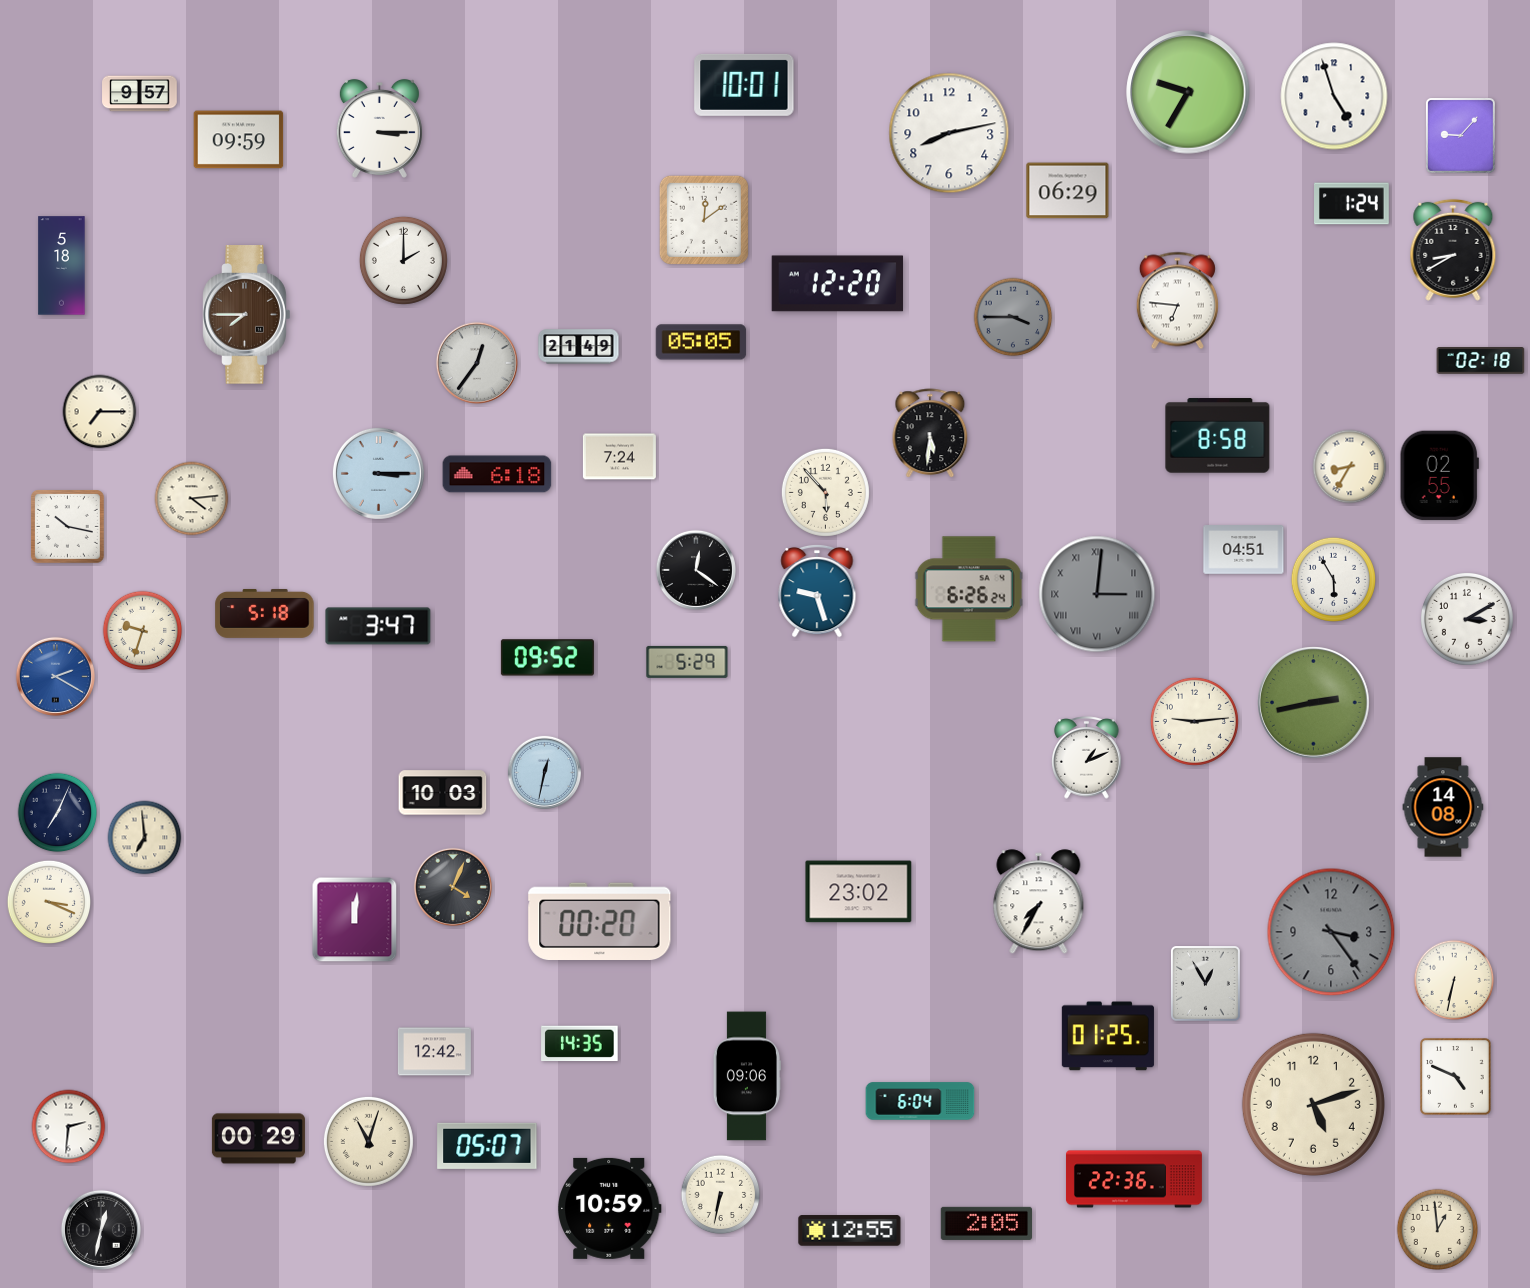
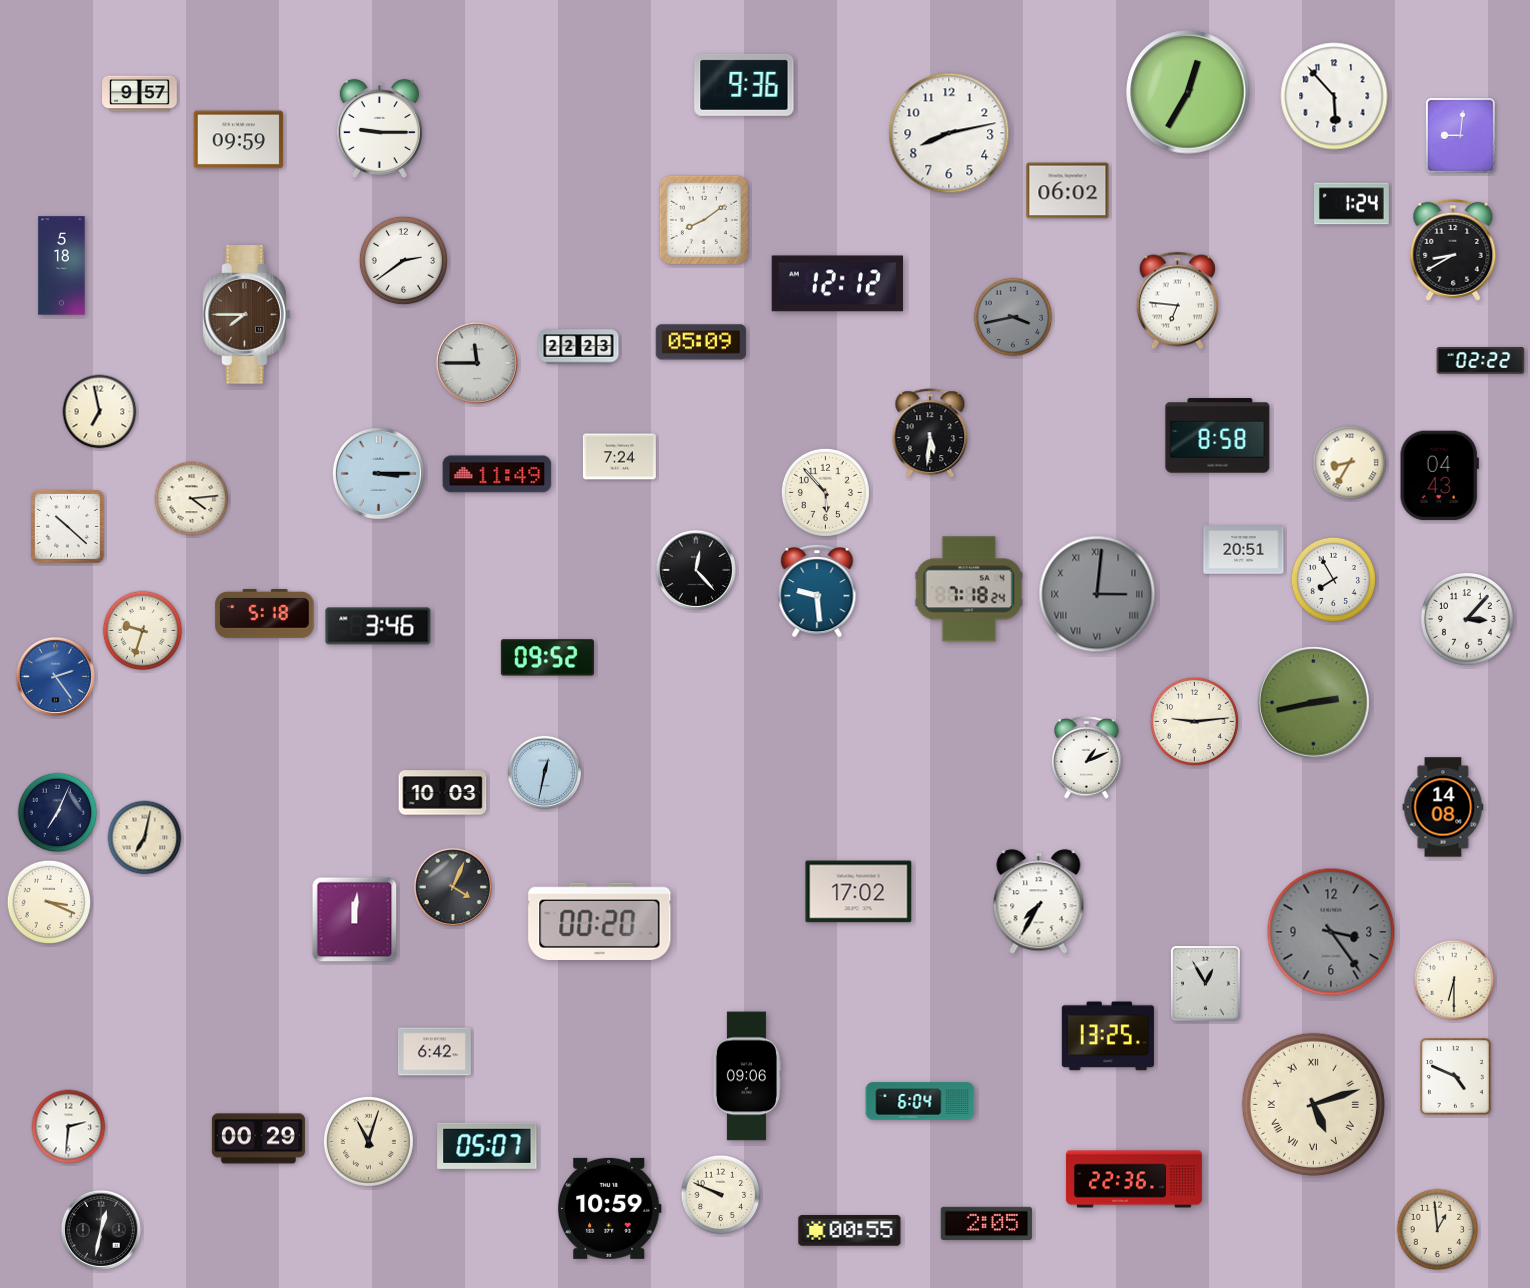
clock at (744, 85): 10:01 -> 9:36
clock at (1188, 92): 9:35 -> 12:35
clock at (1334, 96): 4:57 -> 5:53
clock at (379, 128): 3:15 -> 9:15
clock at (1461, 136): 9:07 -> 9:01
clock at (1068, 191): 06:29 -> 06:02
clock at (704, 220): 12:09 -> 8:09
clock at (403, 260): 2:00 -> 2:39
clock at (838, 284): 12:20 -> 12:12
clock at (1013, 317): 3:45 -> 3:43
clock at (701, 342): 05:05 -> 05:09
clock at (579, 347): 21:49 -> 22:23
clock at (1481, 361): 02:18 -> 02:22
clock at (477, 363): 12:36 -> 11:45
clock at (100, 412): 7:15 -> 6:58
clock at (1350, 467) position: (1350, 467) -> (1350, 463)
clock at (497, 474): 6:18 -> 11:49
clock at (1439, 476): 02:55 -> 04:43
clock at (68, 527): 10:17 -> 10:22
clock at (1244, 550): 04:51 -> 20:51
clock at (696, 570): 12:21 -> 12:23
clock at (1333, 579): 5:55 -> 7:55
clock at (969, 589): 6:26 -> 7:18
clock at (817, 591): 9:27 -> 9:29
clock at (1467, 619): 3:10 -> 3:07
clock at (378, 626): 3:47 -> 3:46
clock at (687, 662): 5:29 -> none
clock at (55, 676): 2:20 -> 2:24
clock at (145, 838): 6:59 -> 7:02
clock at (859, 892): 23:02 -> 17:02
clock at (1454, 980): 6:32 -> 6:30
clock at (1108, 1036): 01:25 -> 13:25
clock at (580, 1044): 14:35 -> none
clock at (434, 1052): 12:42 -> 6:42
clock at (1313, 1104) numerals: Arabic -> Roman
clock at (721, 1195): 6:32 -> 9:49
clock at (850, 1231): 12:55 -> 00:55
